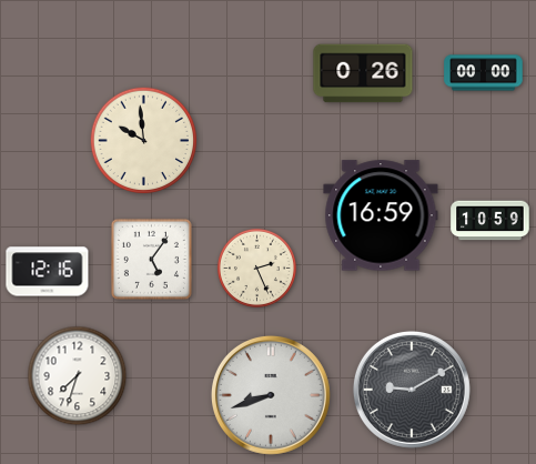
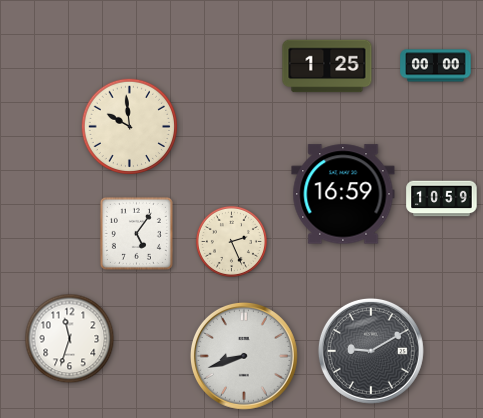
clock at (363, 73): 0:26 -> 1:25
clock at (48, 272): 12:16 -> none
clock at (78, 376): 7:33 -> 11:33
